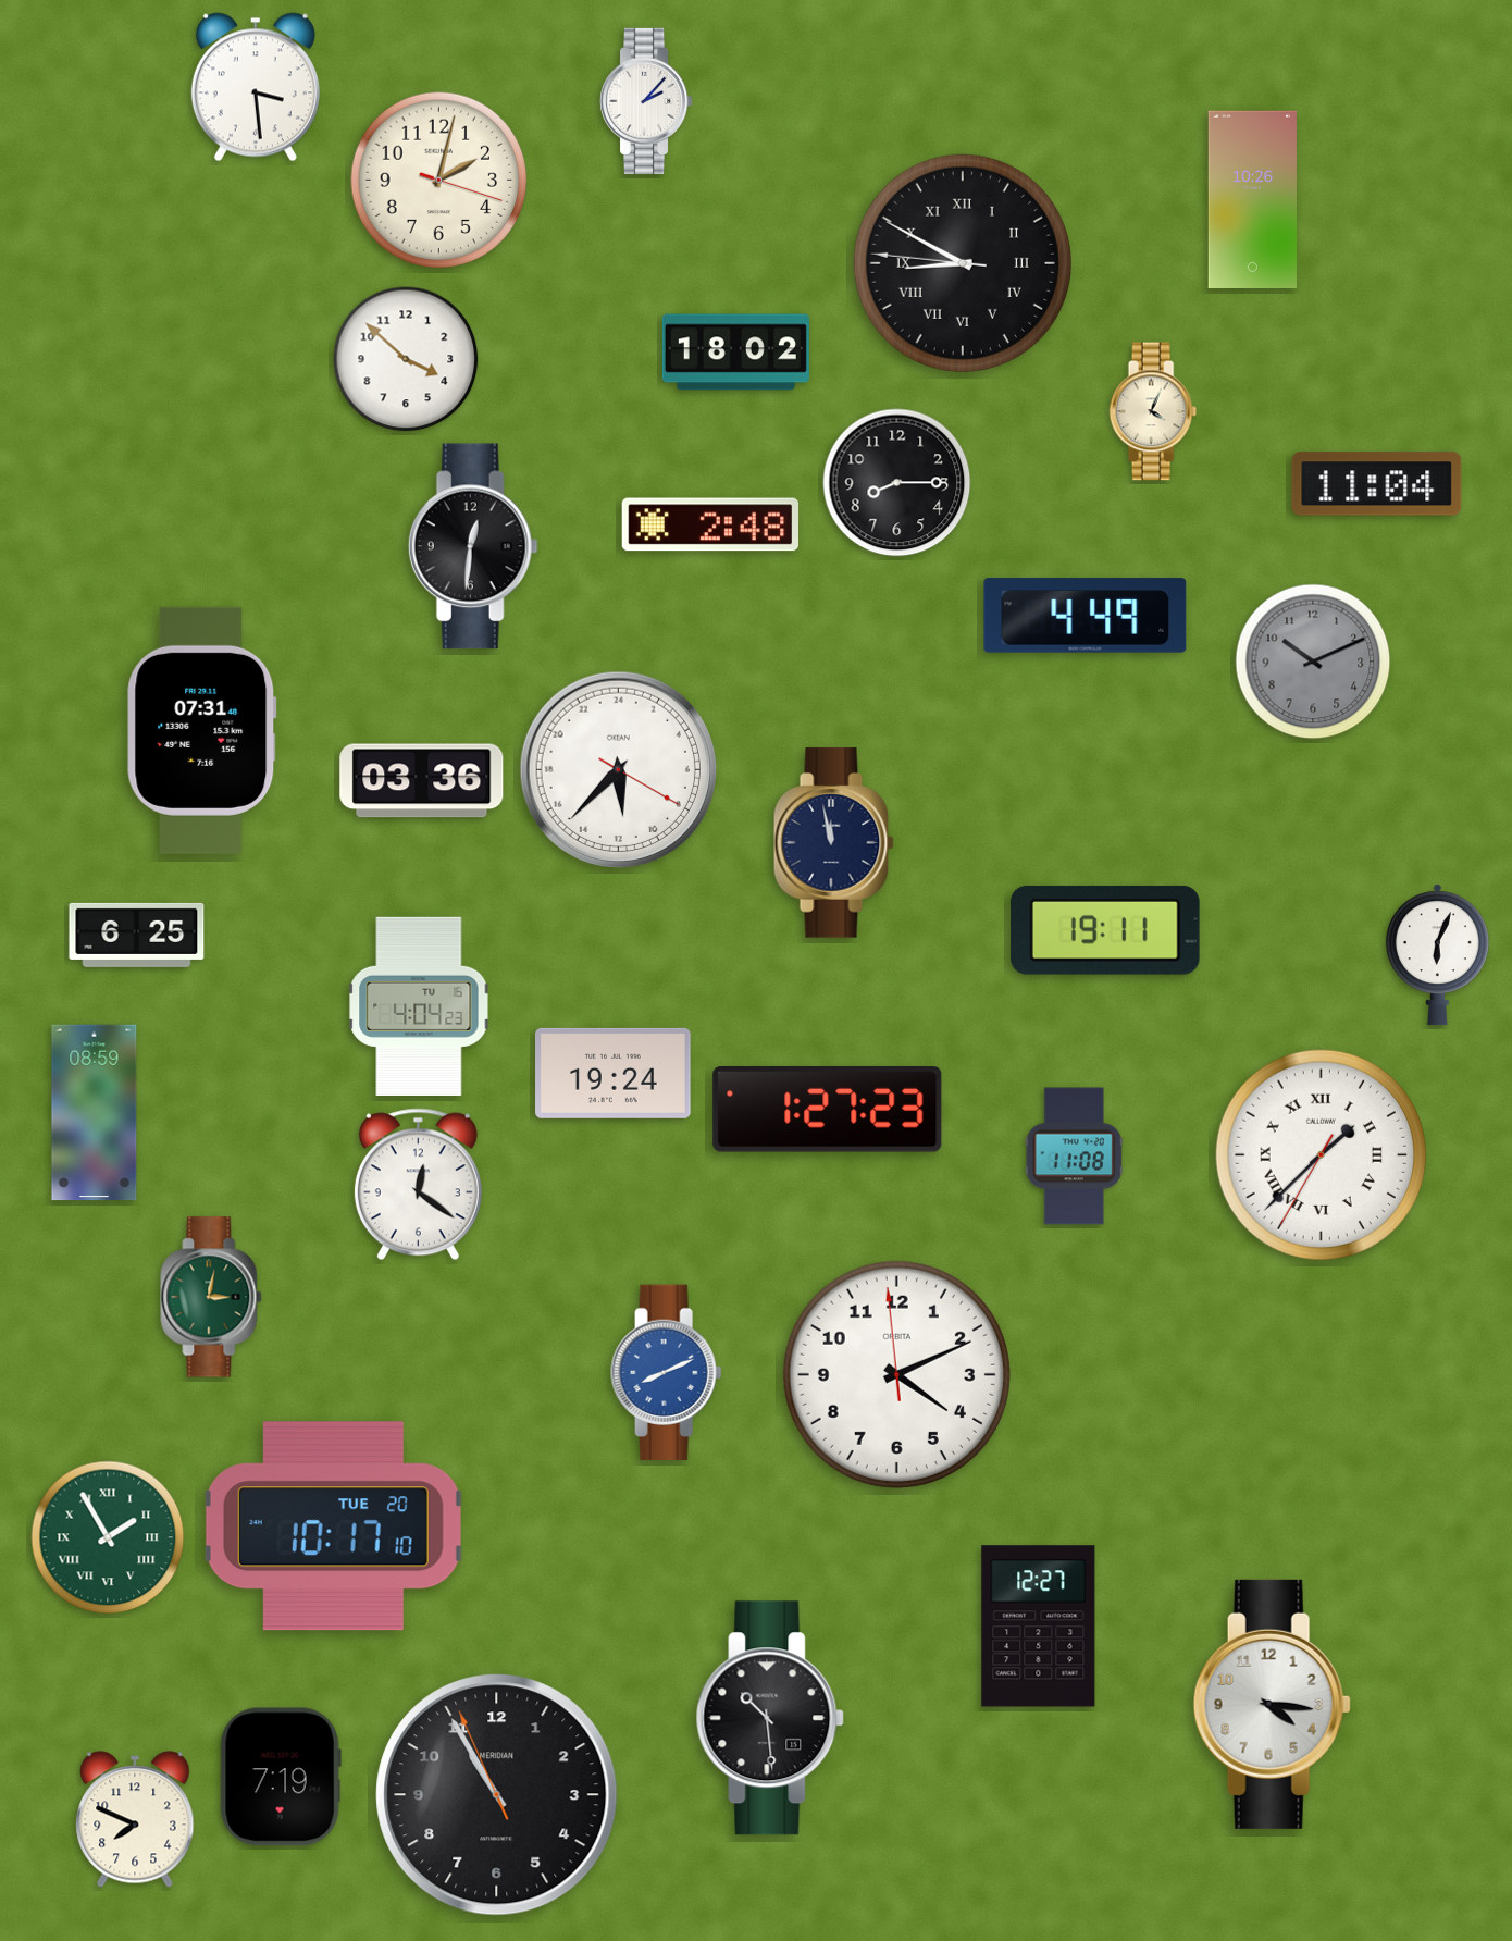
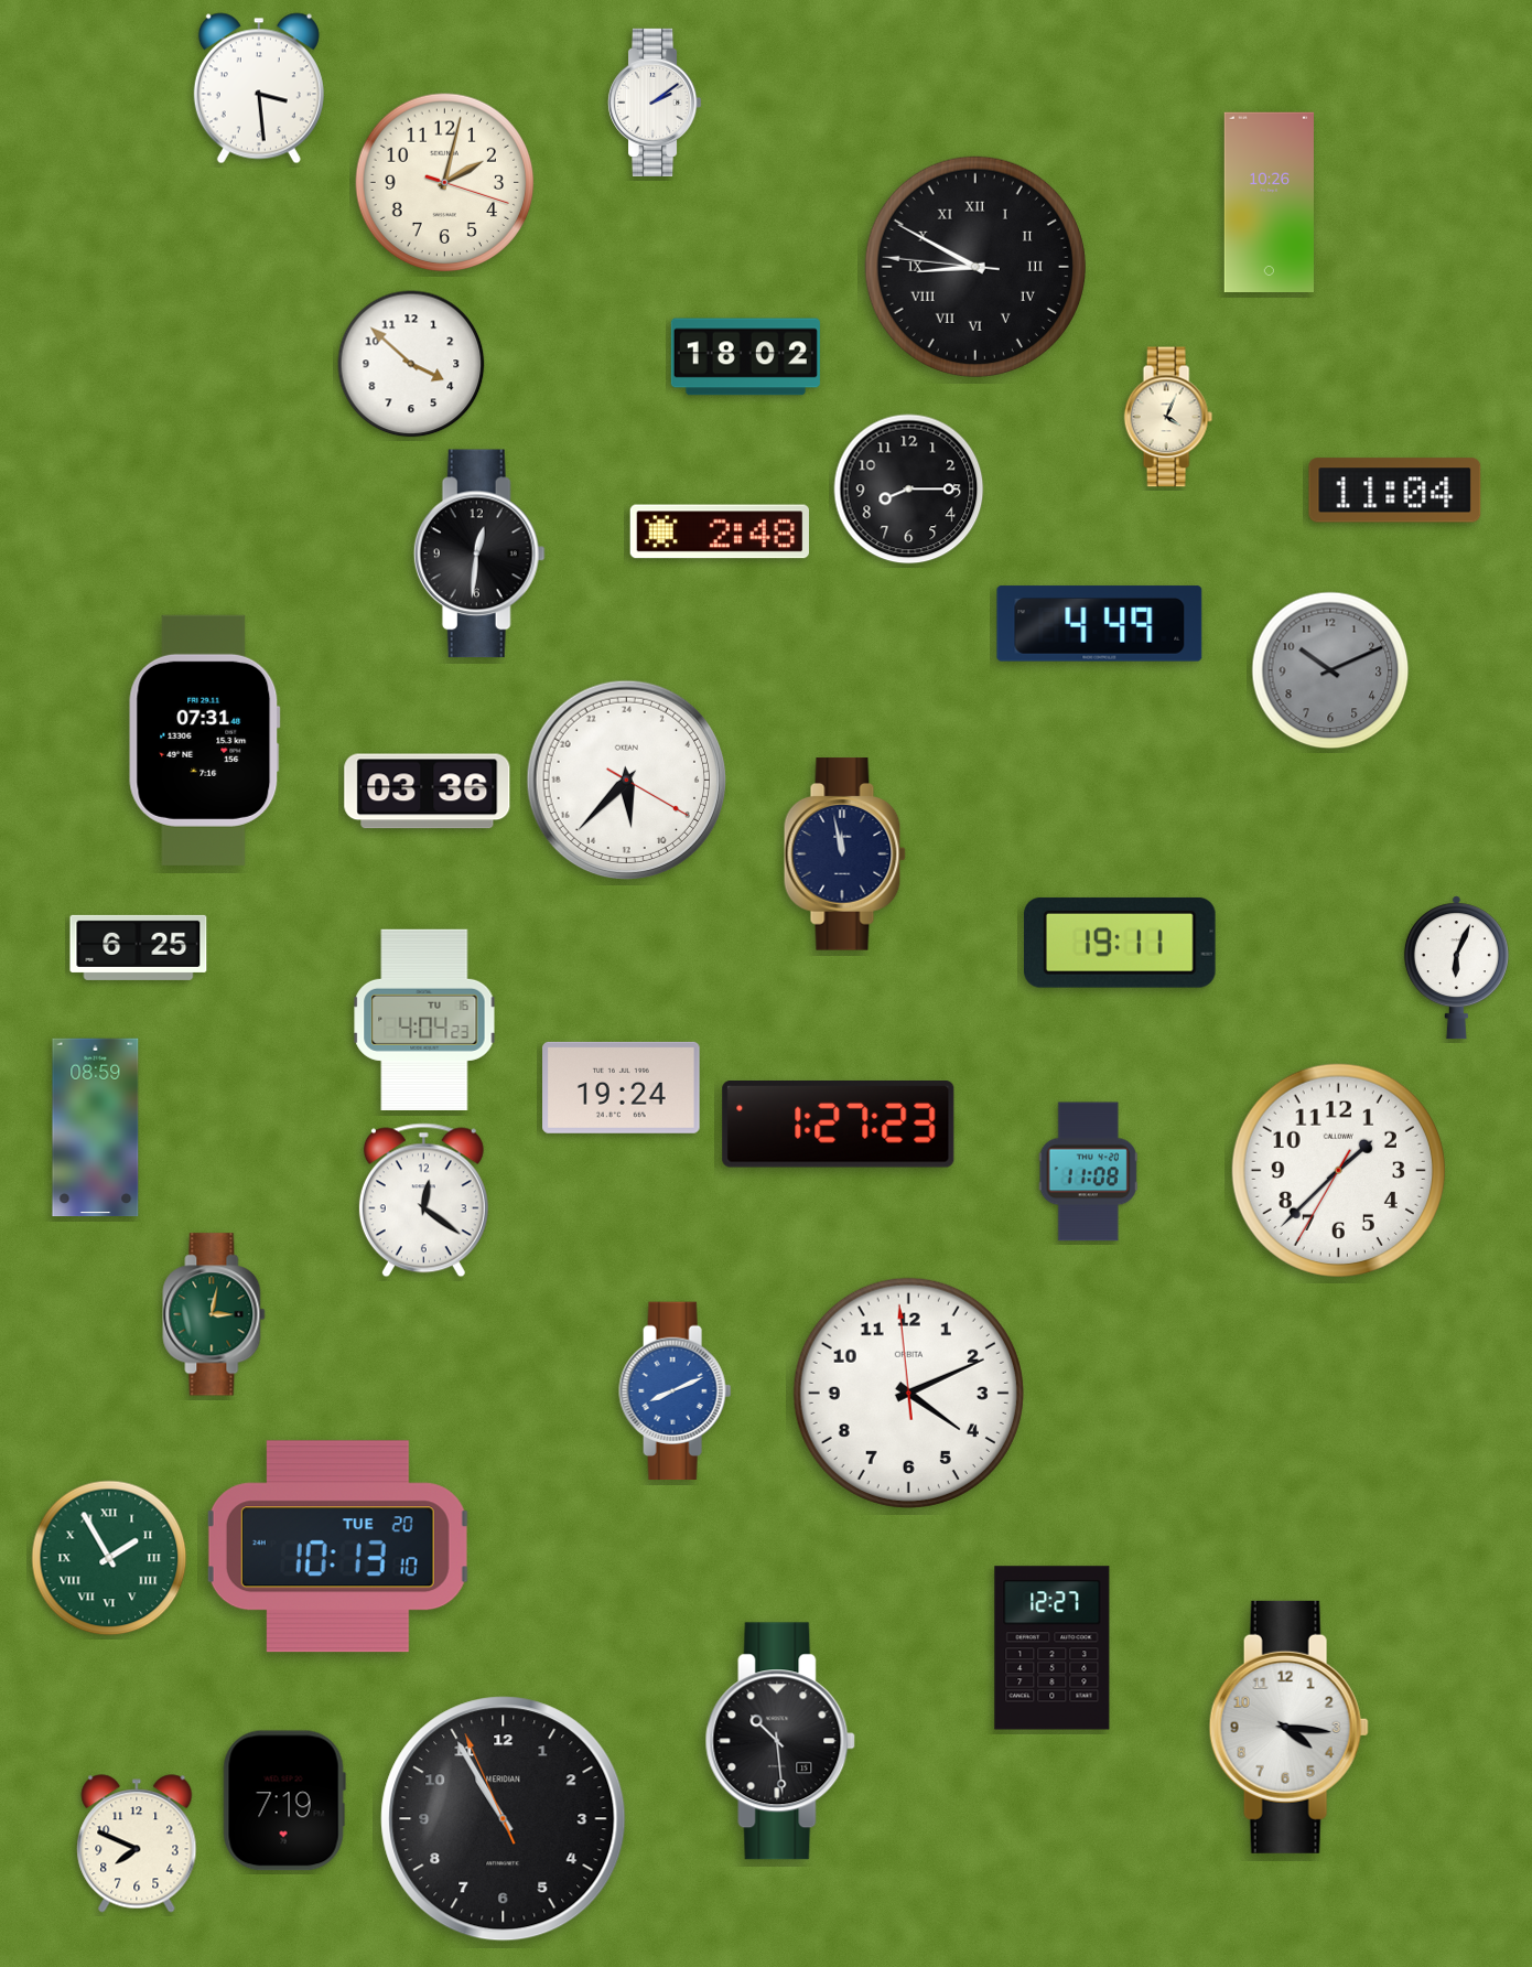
clock at (646, 101): 2:07 -> 2:09
clock at (1321, 1154) numerals: Roman -> Arabic
clock at (333, 1526): 10:17 -> 10:13
